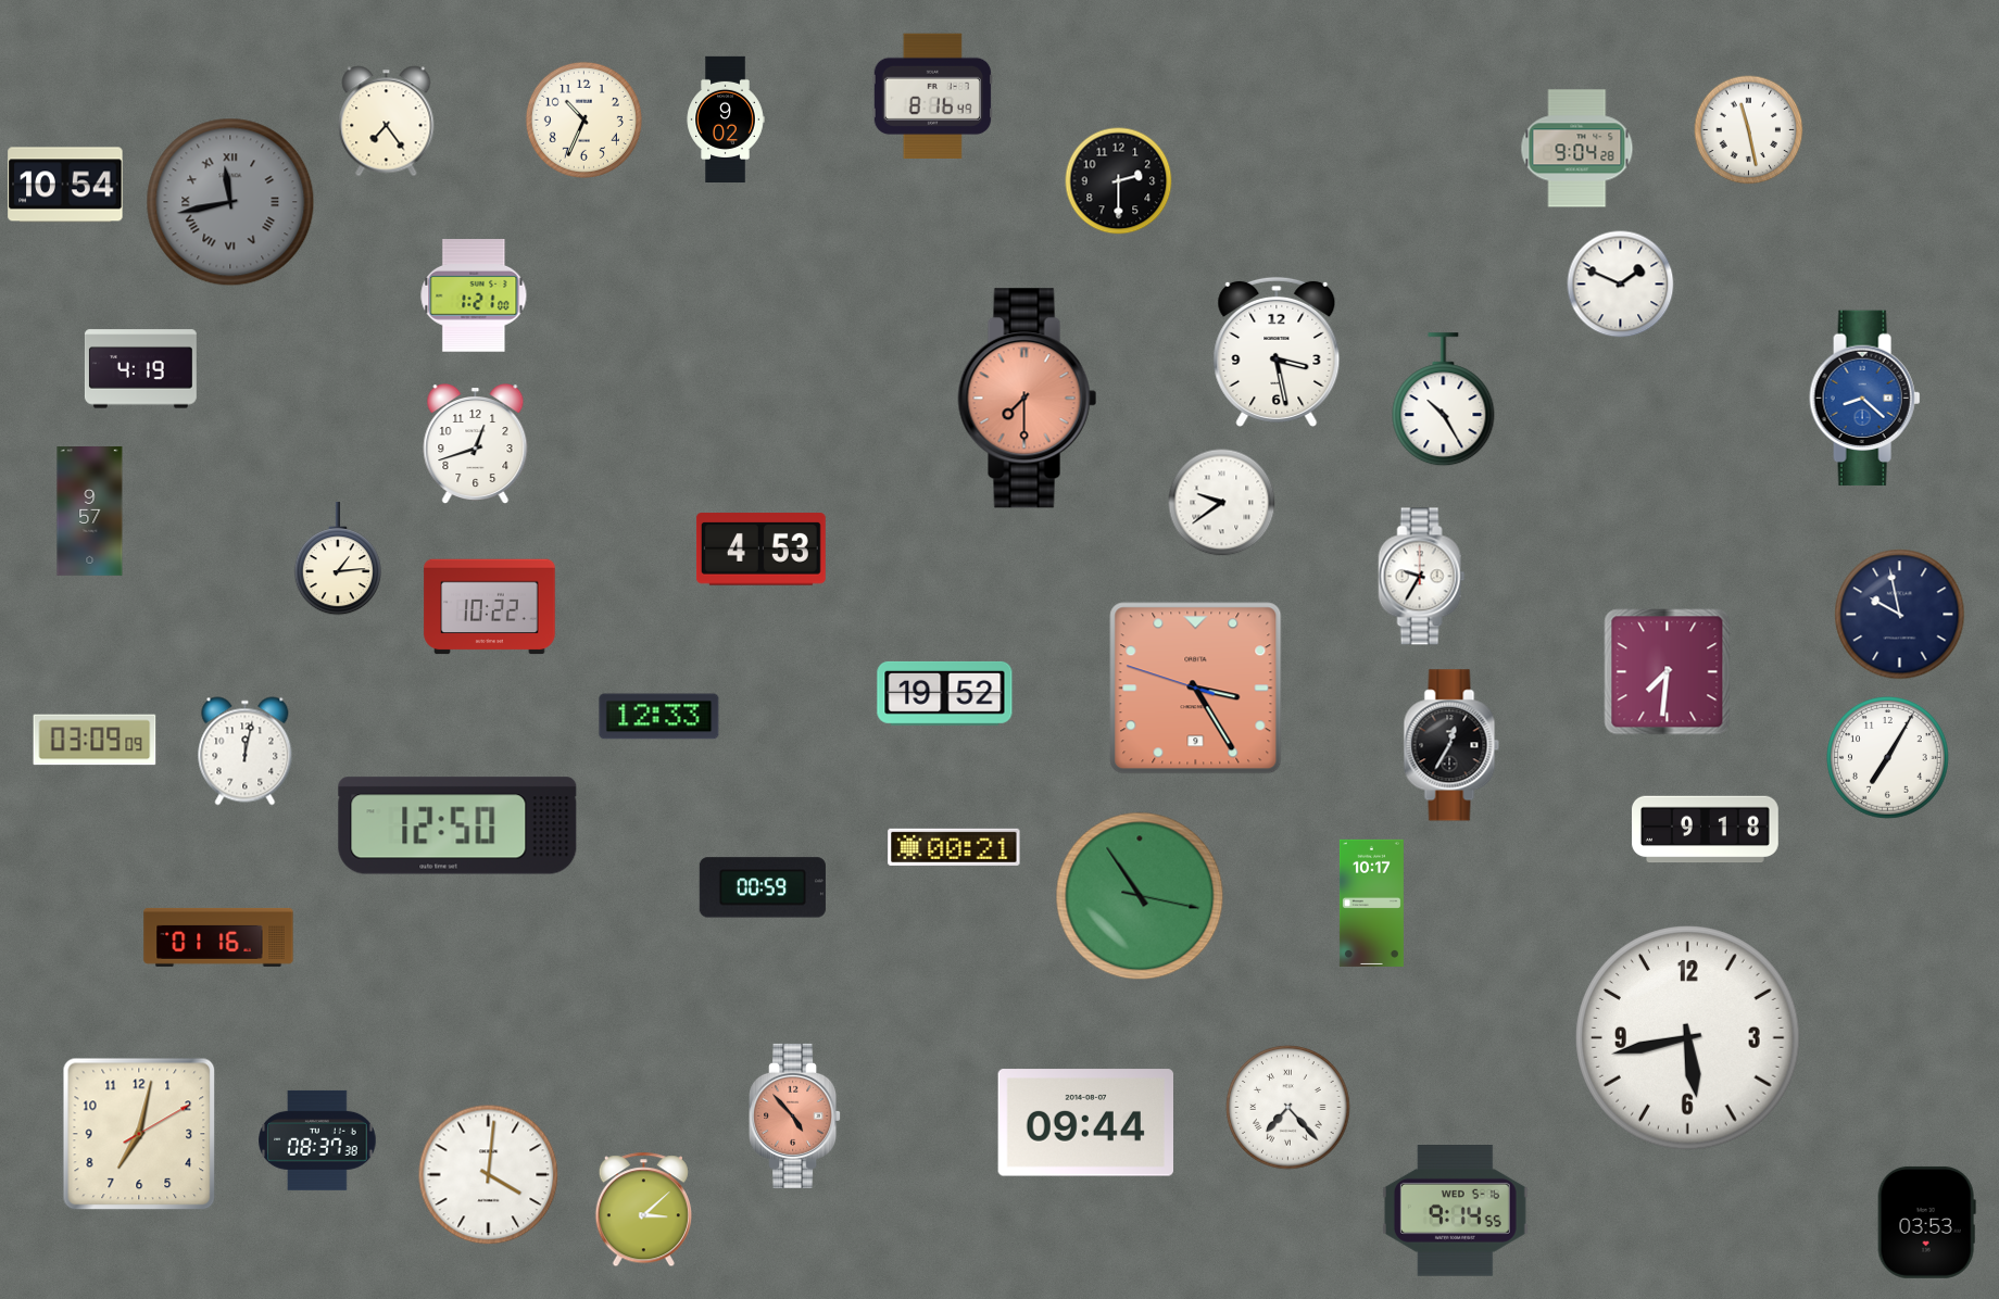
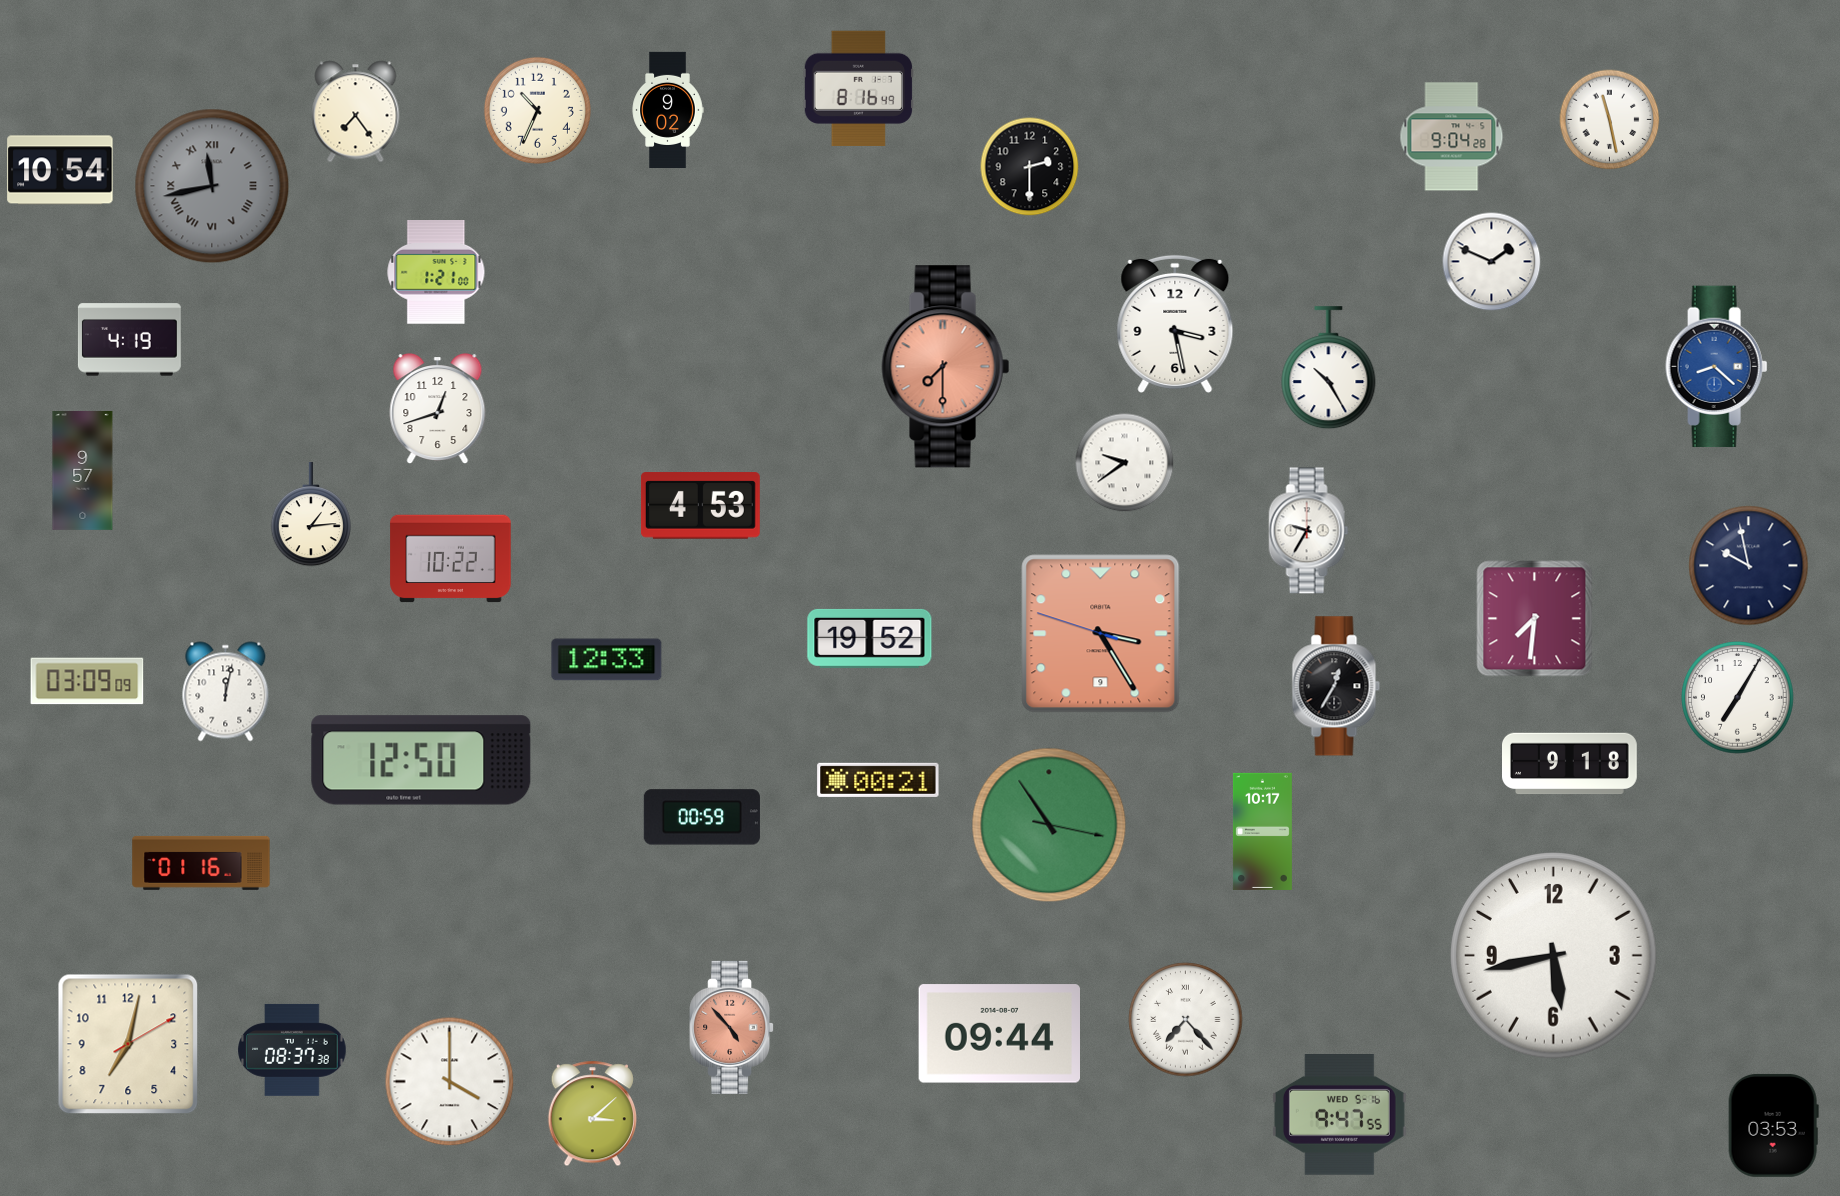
clock at (489, 1175): 4:01 -> 4:00
clock at (1455, 1211): 9:14 -> 9:47
